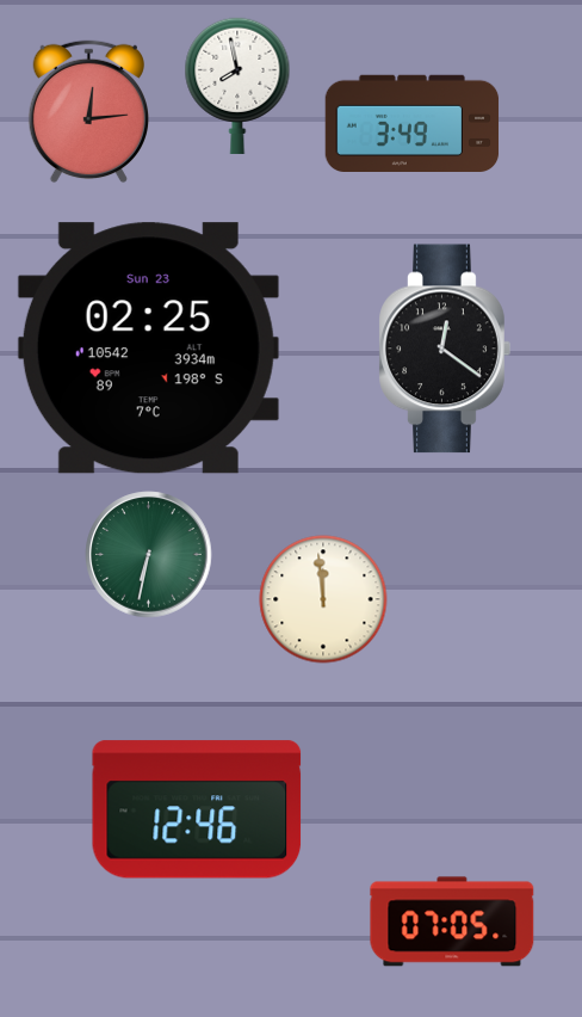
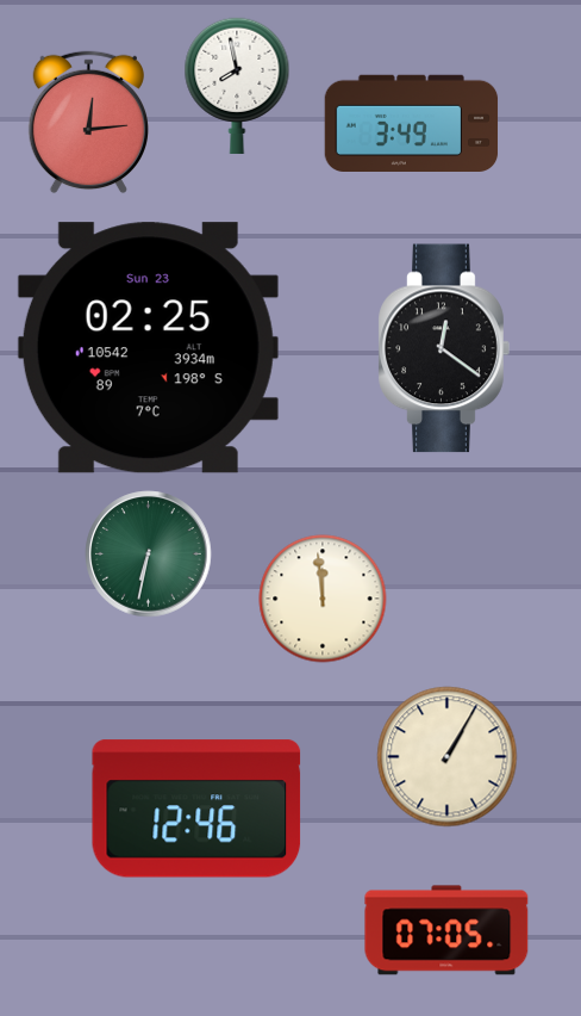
clock at (88, 112) position: (88, 112) -> (88, 123)
clock at (448, 757): none -> 1:05
clock at (452, 922) position: (452, 922) -> (446, 930)
